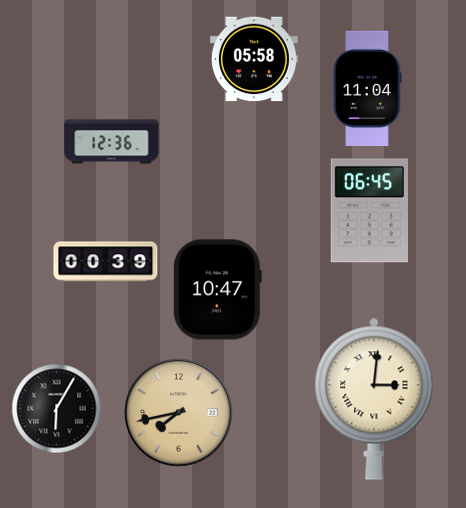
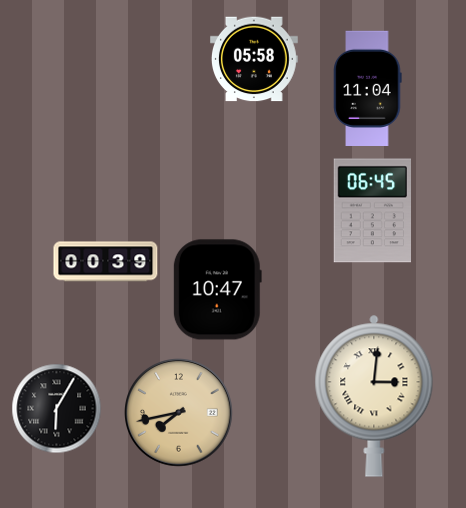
clock at (112, 142): 12:36 -> none
clock at (369, 211) position: (369, 211) -> (372, 211)
clock at (374, 399) position: (374, 399) -> (374, 396)
